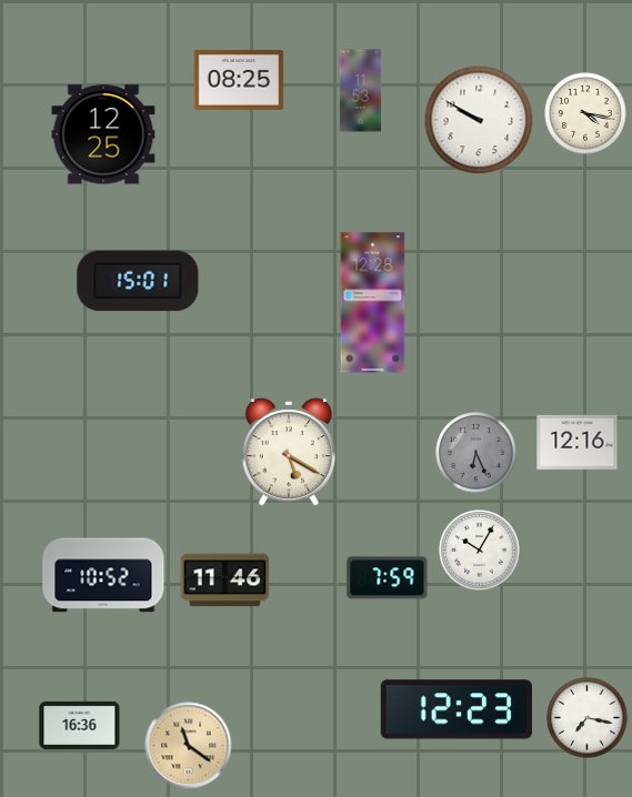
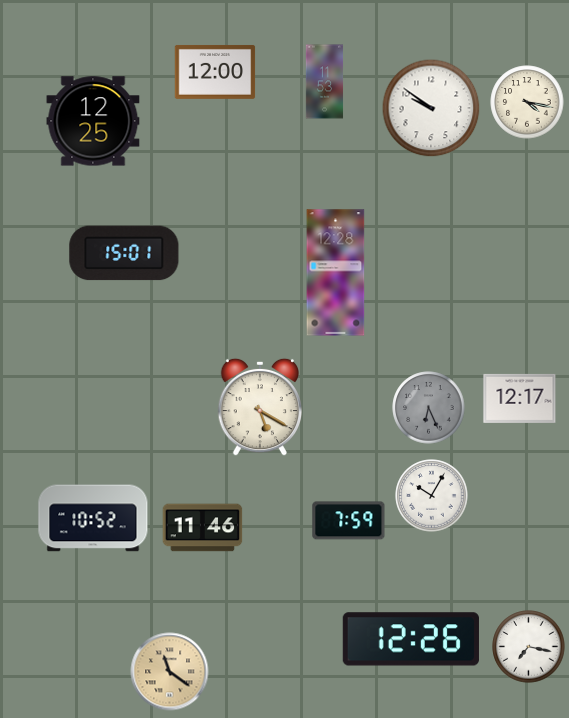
clock at (239, 80): 08:25 -> 12:00
clock at (479, 120): 9:50 -> 9:51
clock at (578, 442): 12:16 -> 12:17
clock at (225, 581) position: (225, 581) -> (203, 528)
clock at (457, 709): 12:23 -> 12:26
clock at (80, 725): 16:36 -> none
